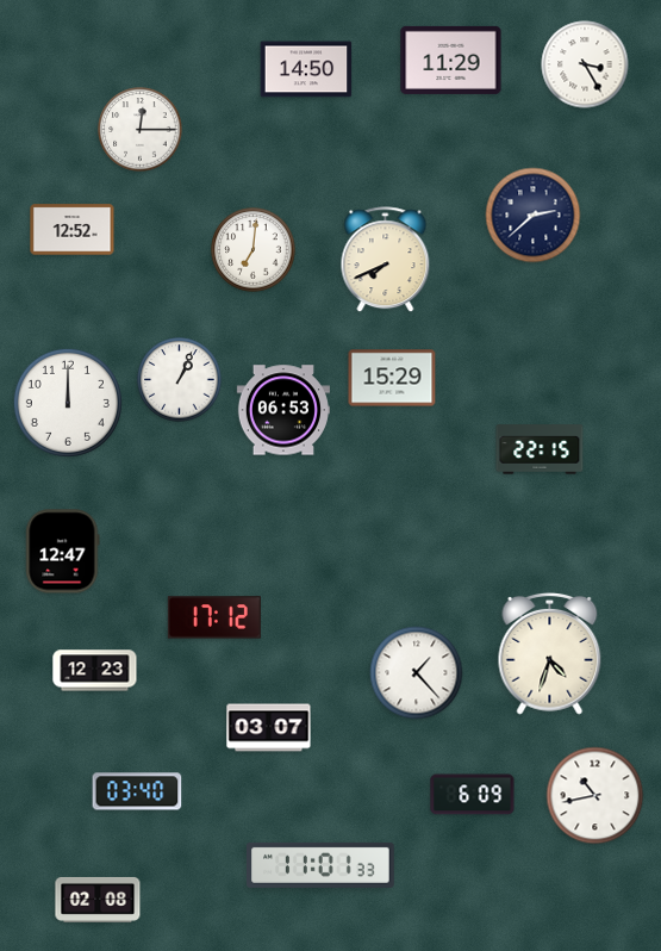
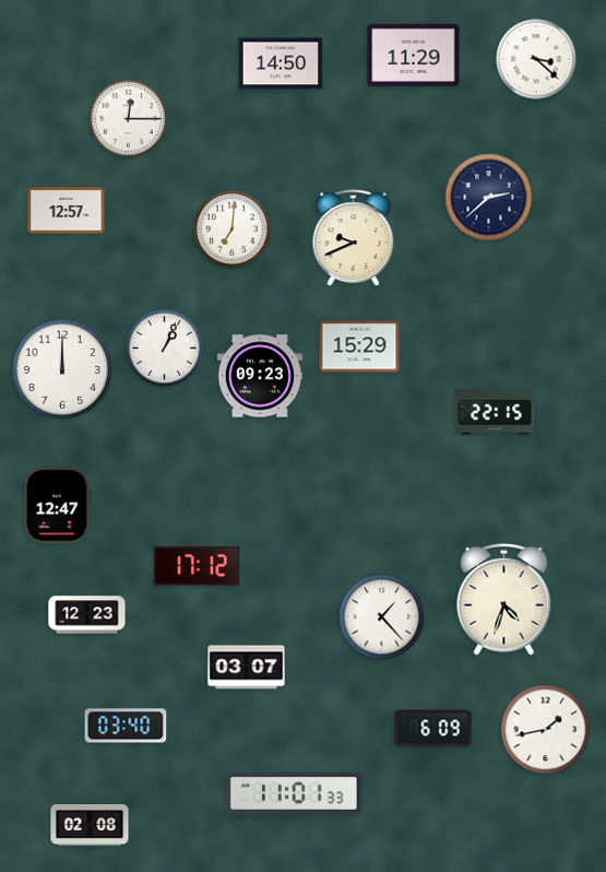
clock at (585, 64): 3:25 -> 3:22
clock at (73, 230): 12:52 -> 12:57
clock at (386, 260): 7:41 -> 9:41
clock at (283, 410): 06:53 -> 09:23
clock at (595, 796): 10:43 -> 1:43
